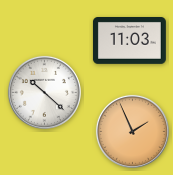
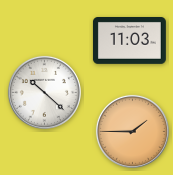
clock at (132, 131): 1:56 -> 1:45
